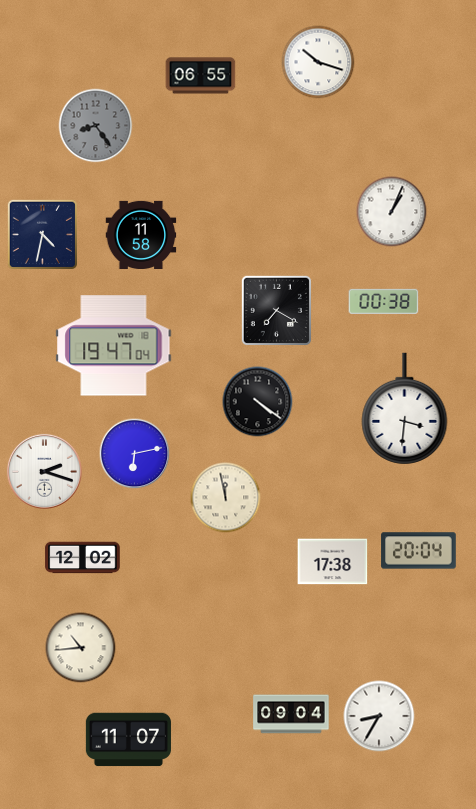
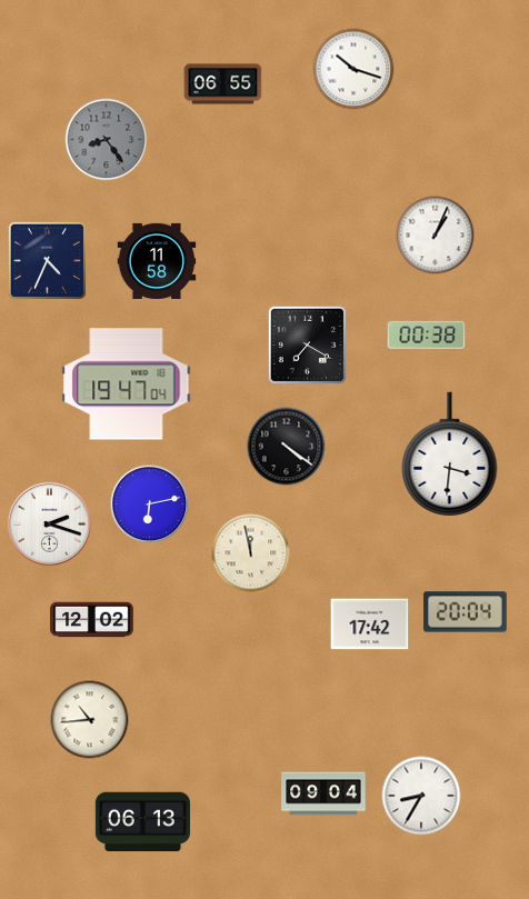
clock at (42, 234): 4:32 -> 4:34
clock at (333, 562): 17:38 -> 17:42
clock at (128, 740): 11:07 -> 06:13
